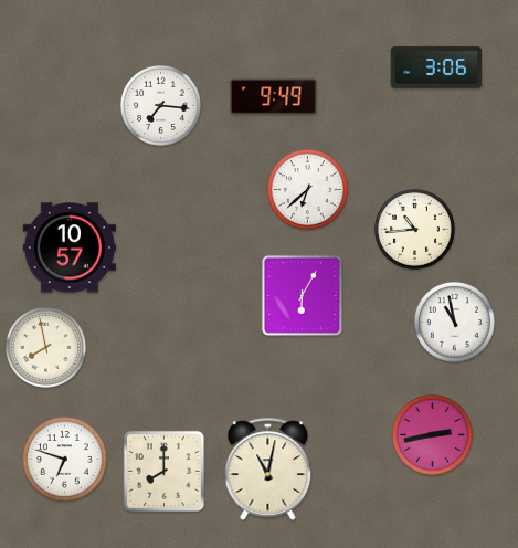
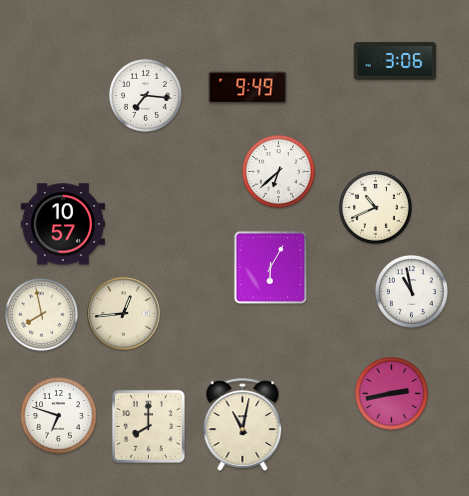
clock at (415, 230): 10:44 -> 10:41
clock at (302, 295) position: (302, 295) -> (270, 267)
clock at (124, 314): none -> 12:44
